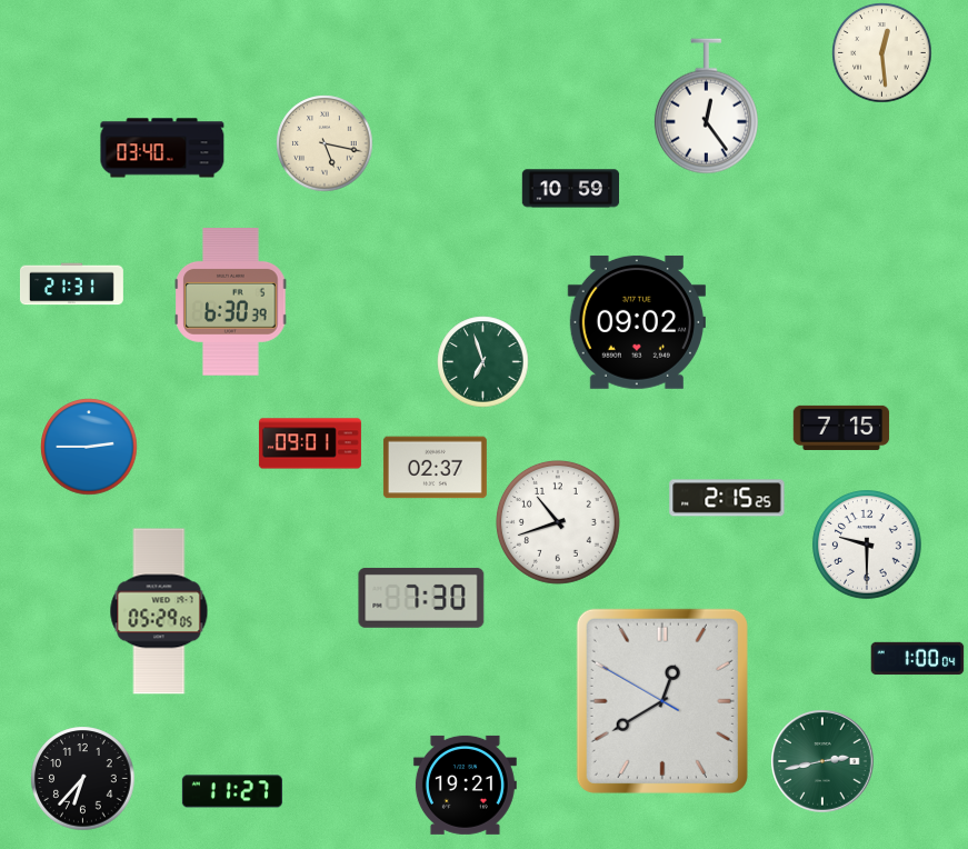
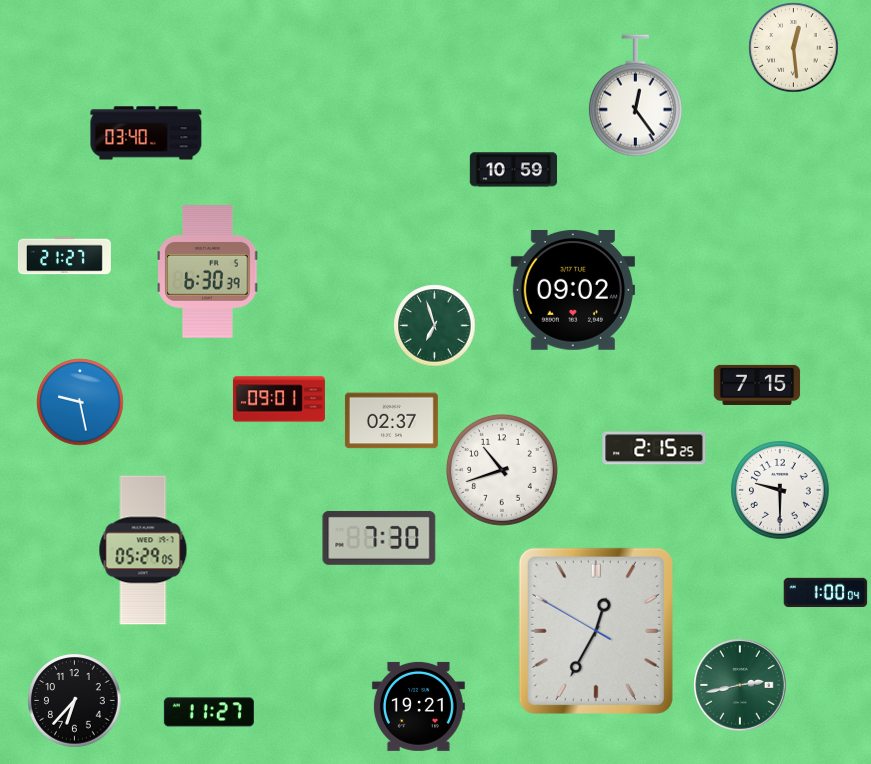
clock at (325, 143): 5:17 -> none
clock at (71, 284): 21:31 -> 21:27
clock at (89, 447): 2:45 -> 9:28
clock at (662, 701): 12:39 -> 12:34
